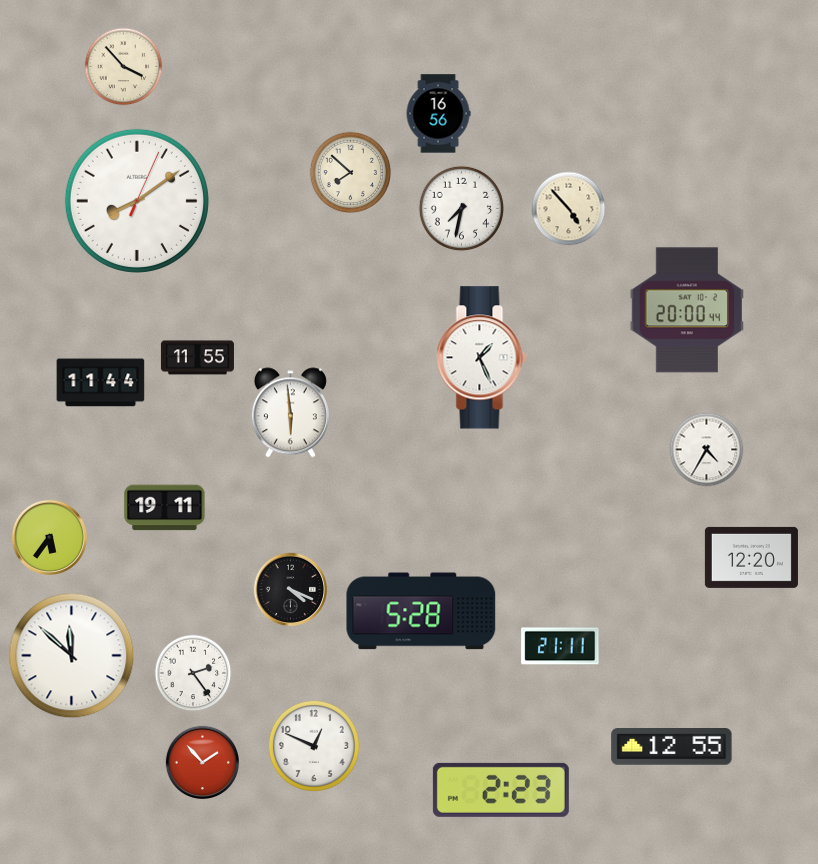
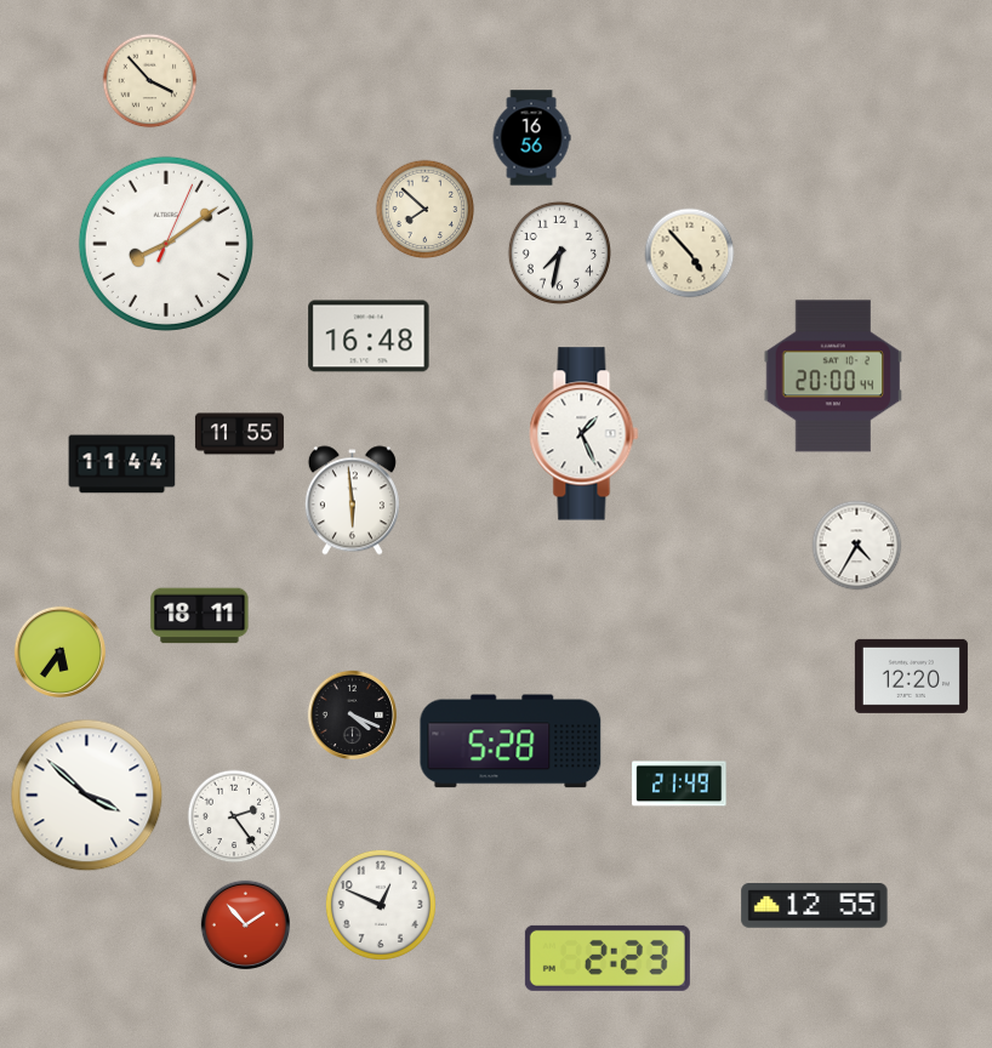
clock at (369, 336): none -> 16:48
clock at (165, 508): 19:11 -> 18:11
clock at (560, 646): 21:11 -> 21:49
clock at (72, 656): 11:52 -> 3:52
